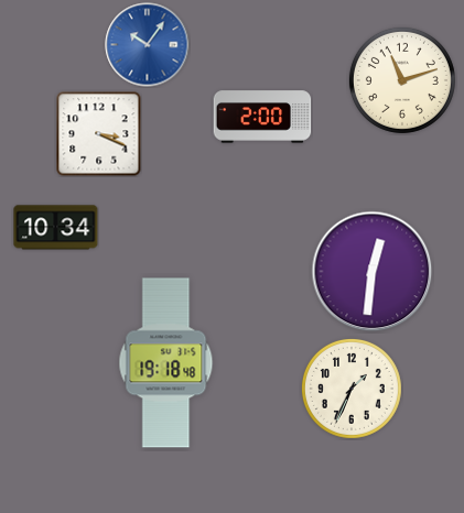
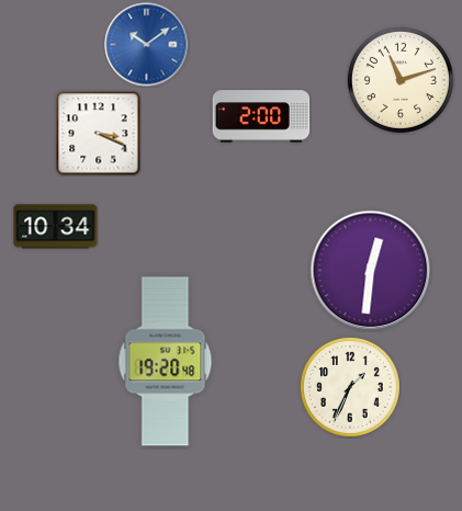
clock at (148, 45): 10:06 -> 10:09
clock at (166, 363): 19:18 -> 19:20
